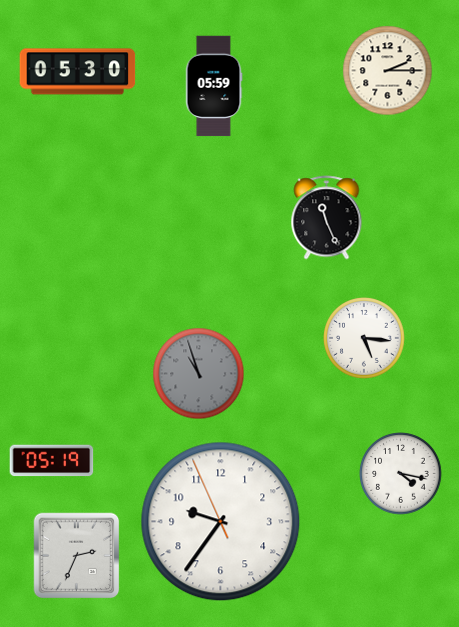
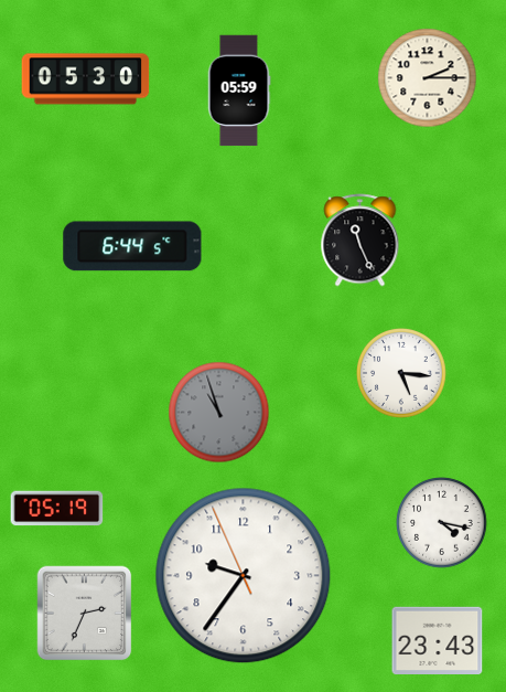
clock at (214, 86) position: (214, 86) -> (239, 91)
clock at (132, 246): none -> 6:44
clock at (438, 640): none -> 23:43
